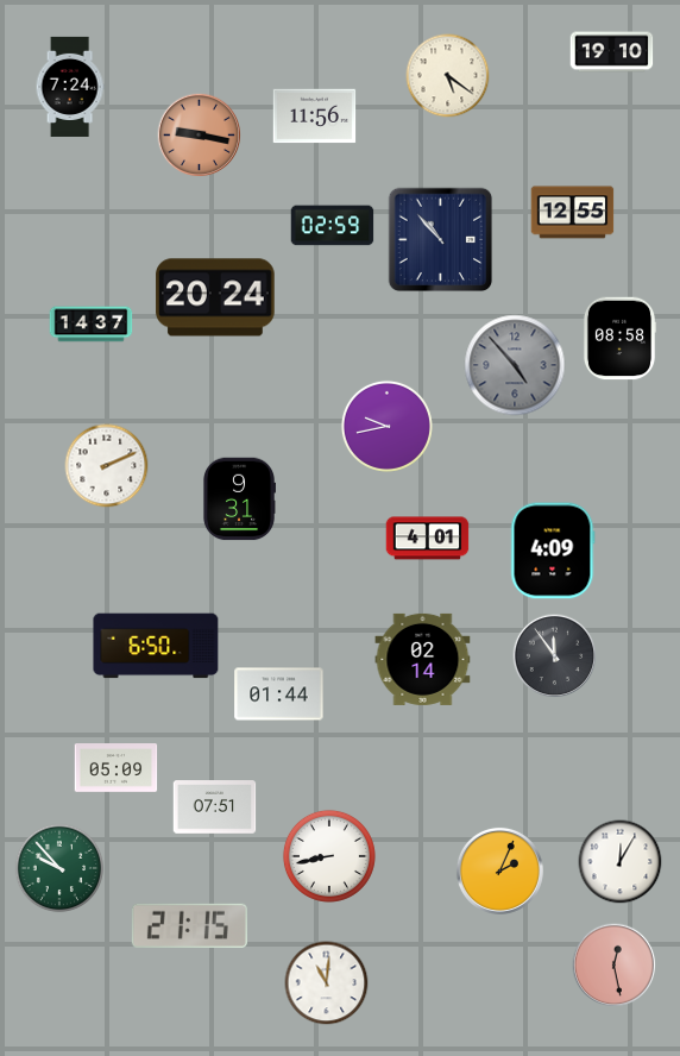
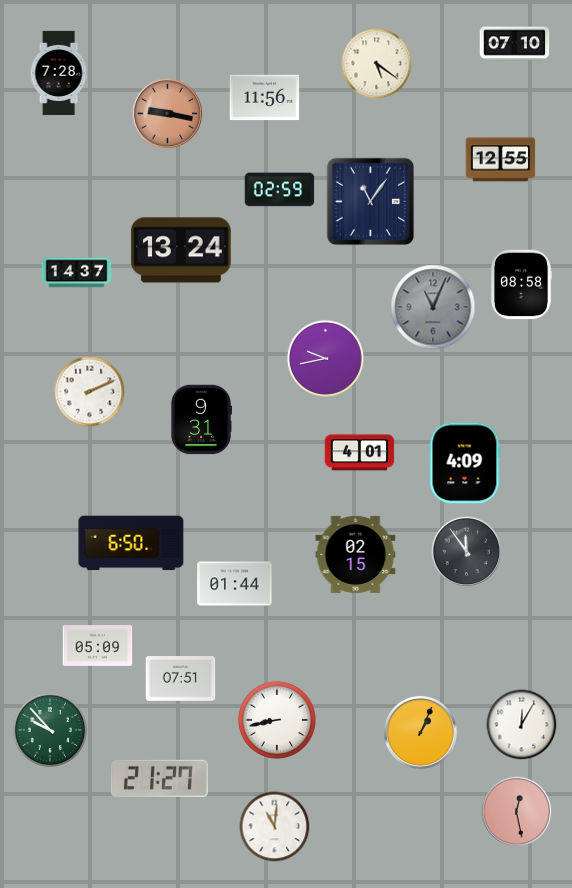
clock at (612, 52): 19:10 -> 07:10
clock at (70, 87): 7:24 -> 7:28
clock at (573, 213) position: (573, 213) -> (501, 160)
clock at (441, 240): 10:53 -> 11:06
clock at (215, 297): 20:24 -> 13:24
clock at (515, 365): 4:53 -> 11:04
clock at (423, 659): 02:14 -> 02:15
clock at (499, 870): 2:04 -> 1:04
clock at (189, 925): 21:15 -> 21:27
